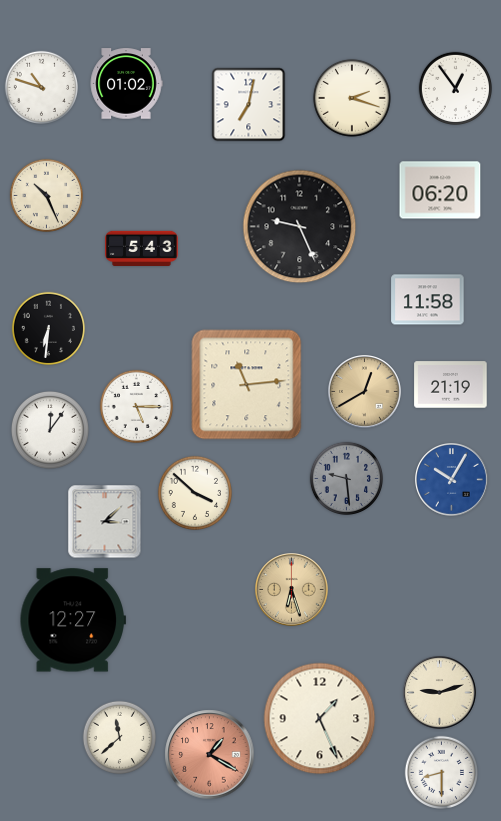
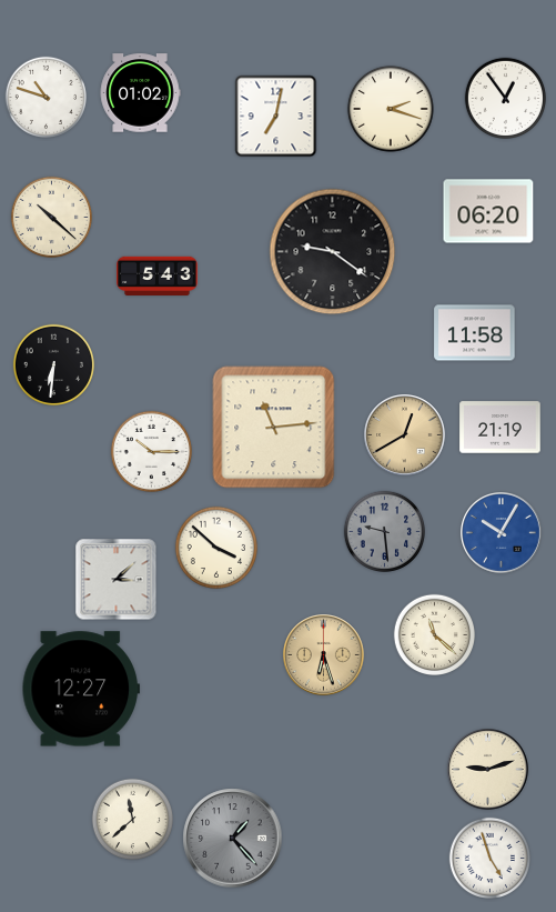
clock at (46, 195): 10:26 -> 10:22
clock at (300, 227): 9:26 -> 9:21
clock at (136, 406): 5:15 -> 10:15
clock at (50, 430): 12:06 -> none
clock at (434, 634): none -> 11:22
clock at (320, 719): 1:26 -> none
clock at (210, 755): 1:20 -> 1:23
clock at (210, 755) dial: salmon -> grey
clock at (441, 772): 8:30 -> 4:57
